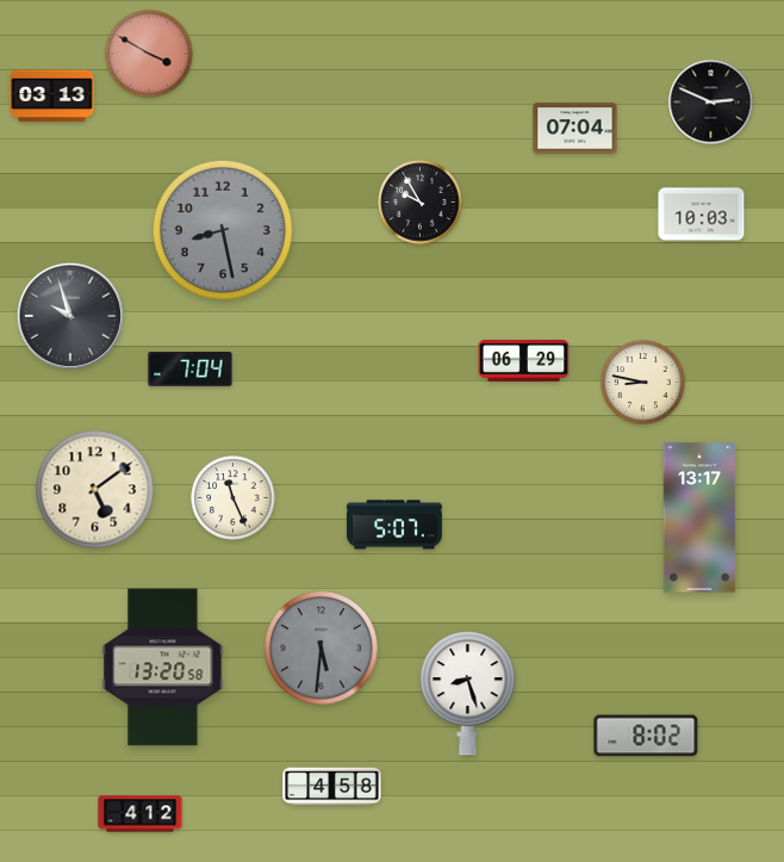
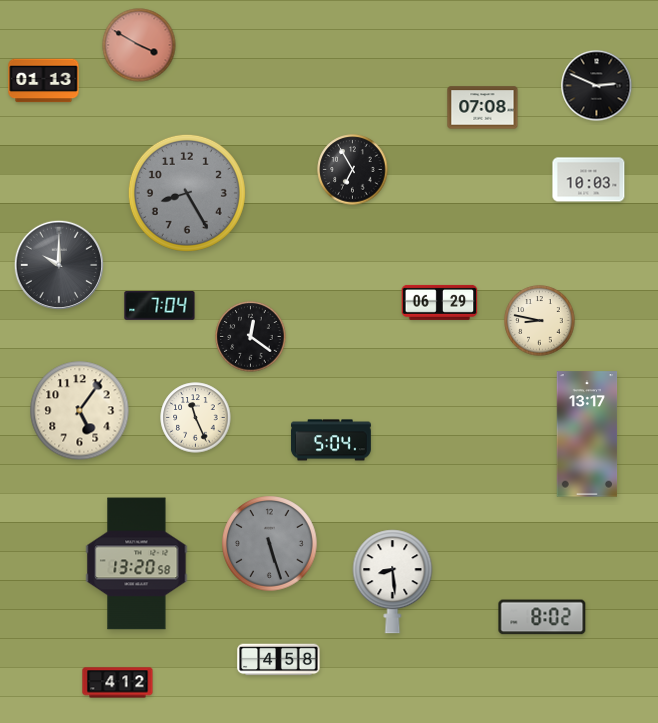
clock at (149, 54) position: (149, 54) -> (139, 45)
clock at (52, 97): 03:13 -> 01:13
clock at (575, 129): 07:04 -> 07:08
clock at (421, 203): 9:55 -> 6:55
clock at (223, 230): 8:28 -> 8:25
clock at (70, 315): 9:57 -> 10:00
clock at (191, 370) position: (191, 370) -> (160, 306)
clock at (251, 337): none -> 12:21
clock at (95, 490): 5:09 -> 5:06
clock at (394, 525): 5:07 -> 5:04
clock at (322, 649): 5:31 -> 5:27
clock at (163, 668) position: (163, 668) -> (137, 564)
clock at (468, 694): 8:27 -> 8:29
